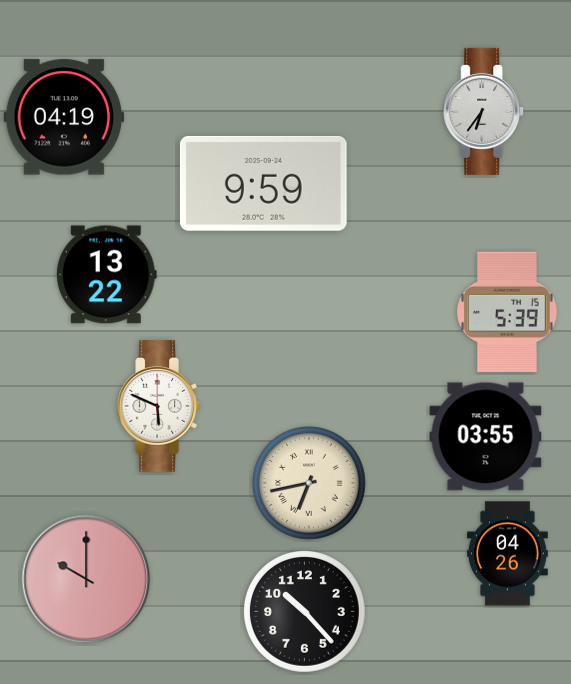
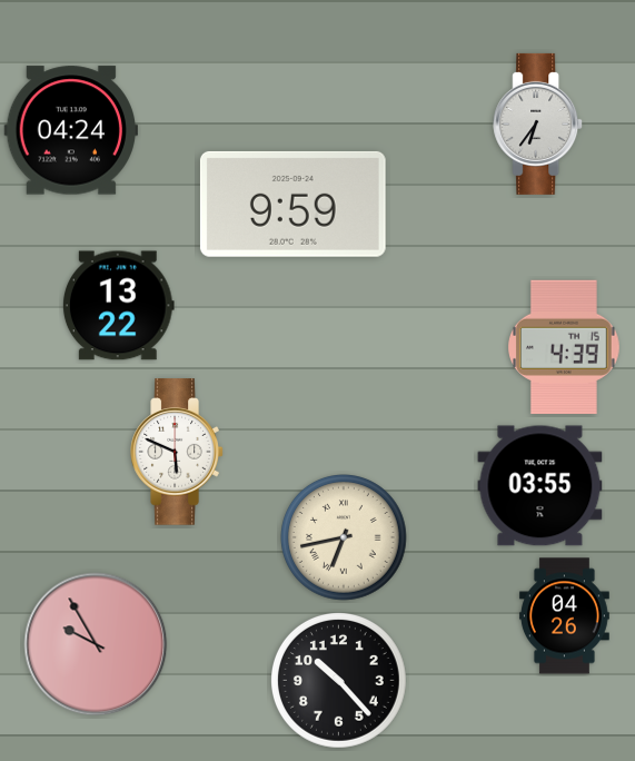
clock at (63, 117): 04:19 -> 04:24
clock at (508, 312): 5:39 -> 4:39
clock at (86, 579): 10:00 -> 9:55
